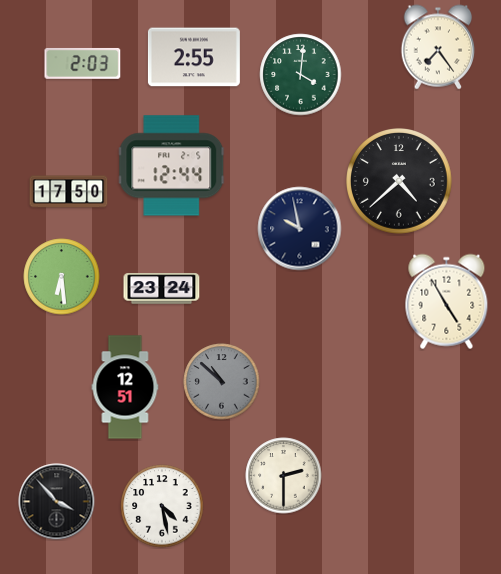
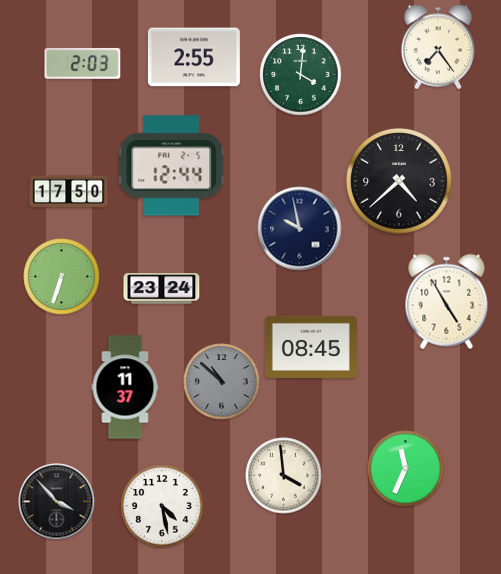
clock at (62, 277): 6:29 -> 6:33
clock at (311, 347): none -> 08:45
clock at (125, 387): 12:51 -> 11:37
clock at (406, 469): none -> 11:34
clock at (284, 476): 2:30 -> 3:59
